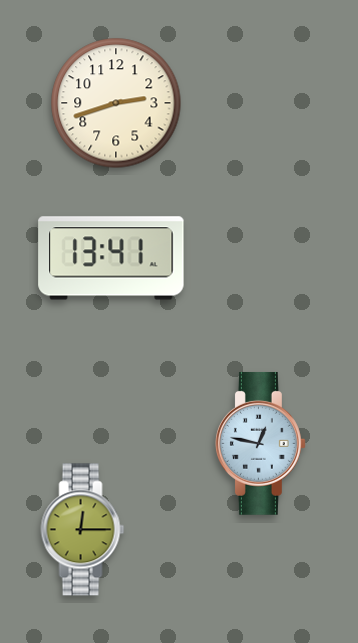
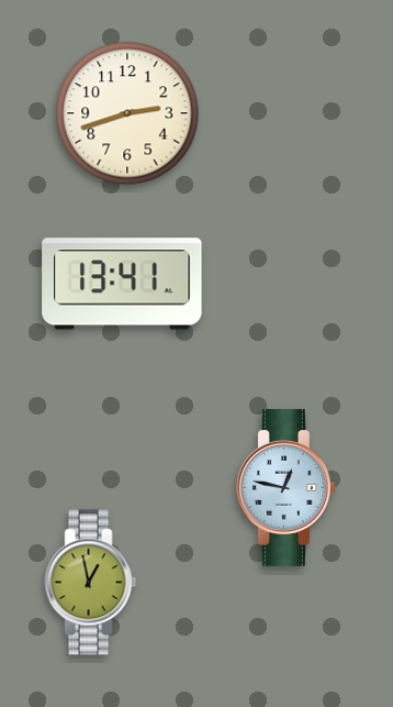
clock at (83, 530): 12:15 -> 12:58
